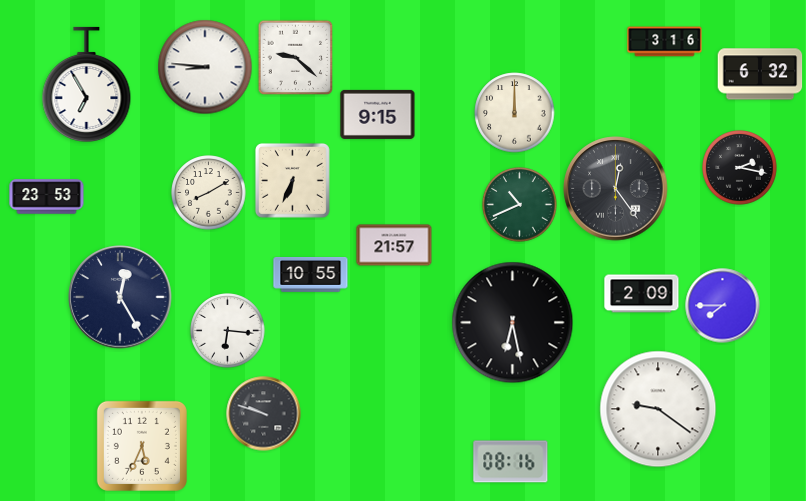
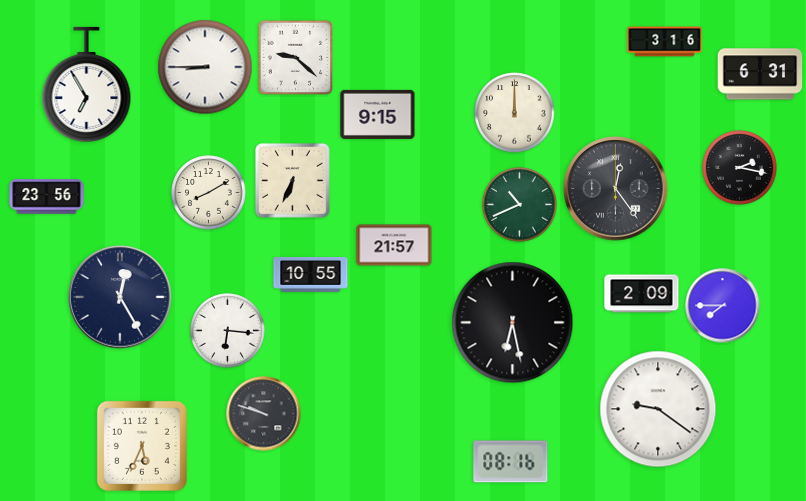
clock at (205, 67): 8:46 -> 8:45
clock at (760, 74): 6:32 -> 6:31
clock at (47, 197): 23:53 -> 23:56
